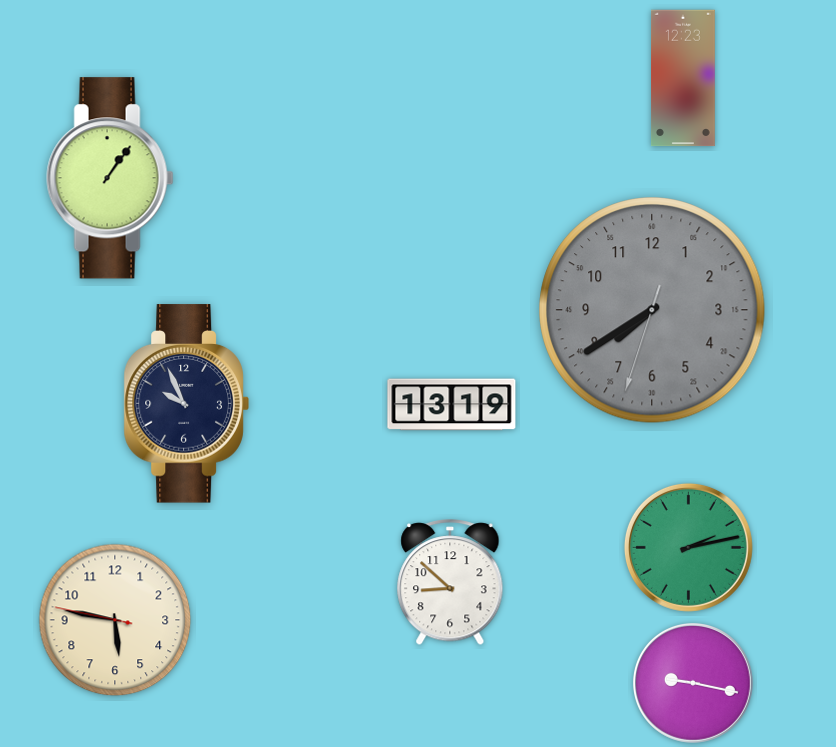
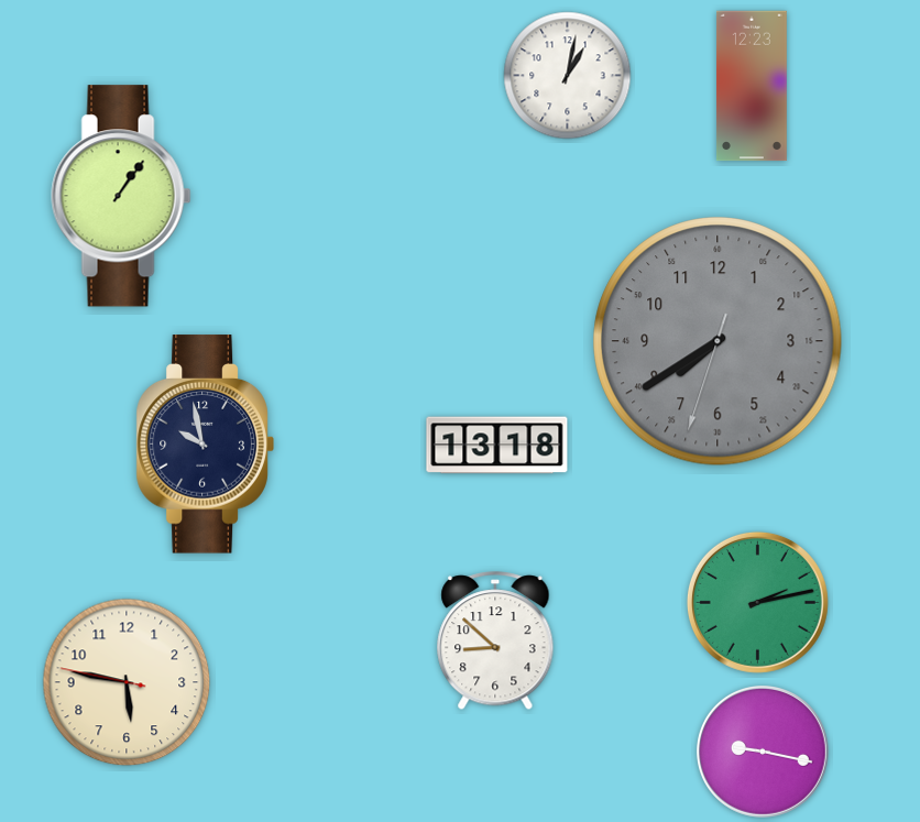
clock at (568, 76): none -> 1:02
clock at (186, 404): 9:56 -> 9:58
clock at (452, 405): 13:19 -> 13:18
